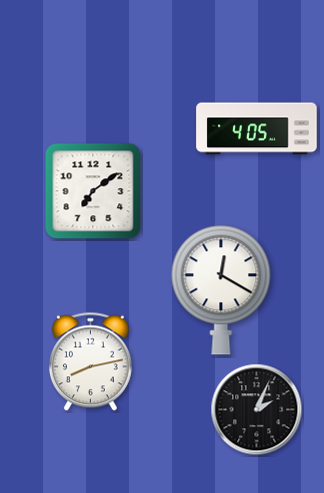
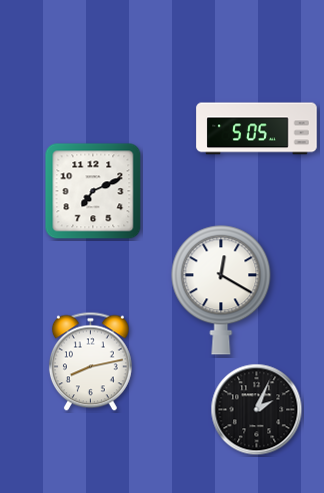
clock at (257, 129): 4:05 -> 5:05
clock at (93, 191): 7:09 -> 7:11
